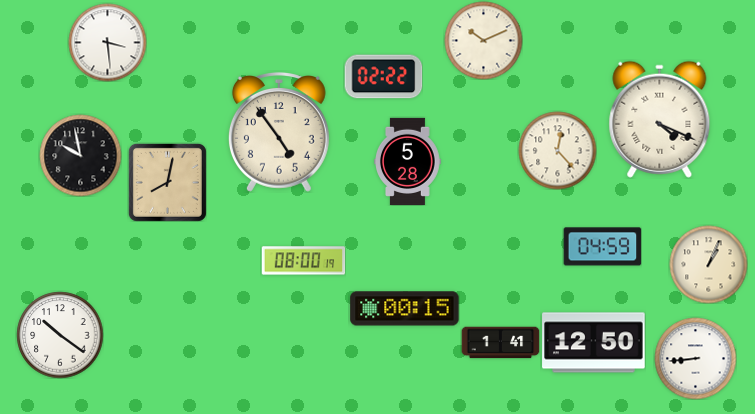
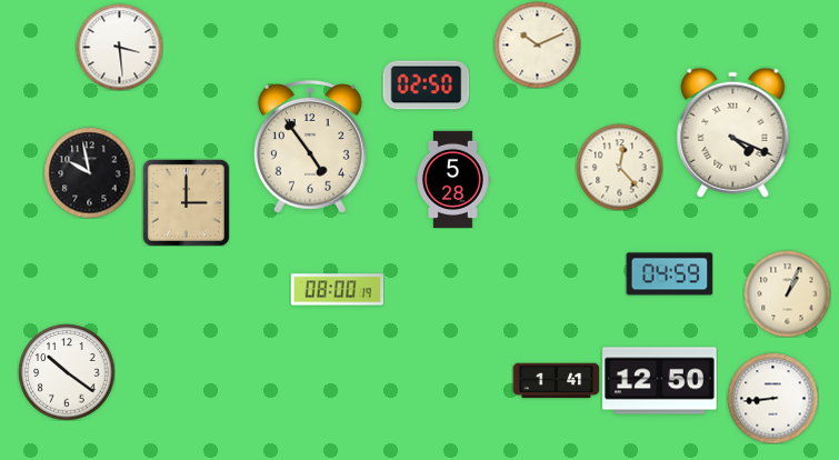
clock at (383, 77): 02:22 -> 02:50
clock at (167, 182): 8:02 -> 3:00
clock at (405, 309): 00:15 -> none
